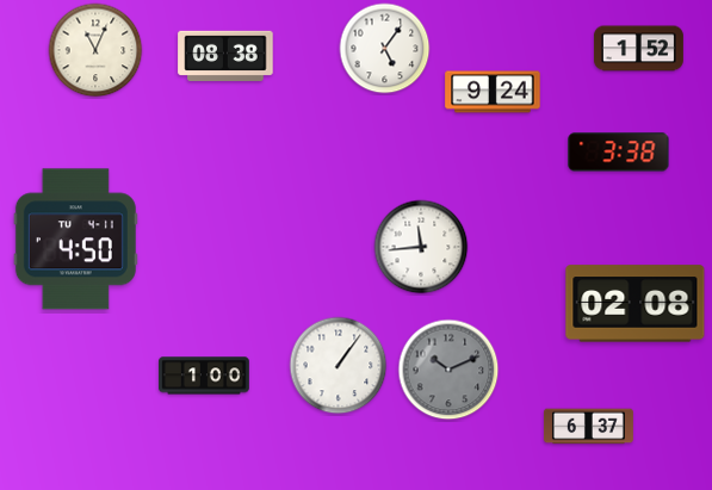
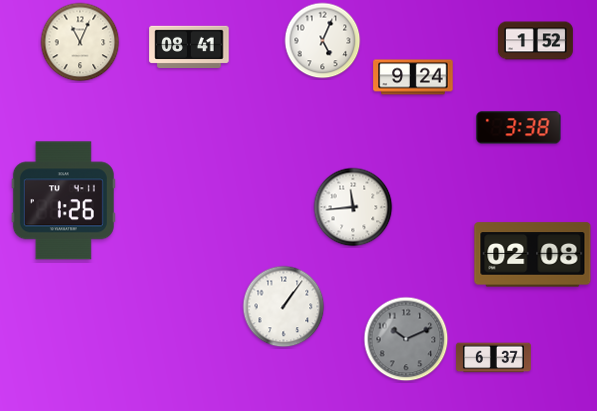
clock at (385, 49): 5:06 -> 5:04
clock at (225, 55): 08:38 -> 08:41
clock at (75, 240): 4:50 -> 1:26
clock at (448, 370) position: (448, 370) -> (406, 339)
clock at (205, 376): 1:00 -> none
